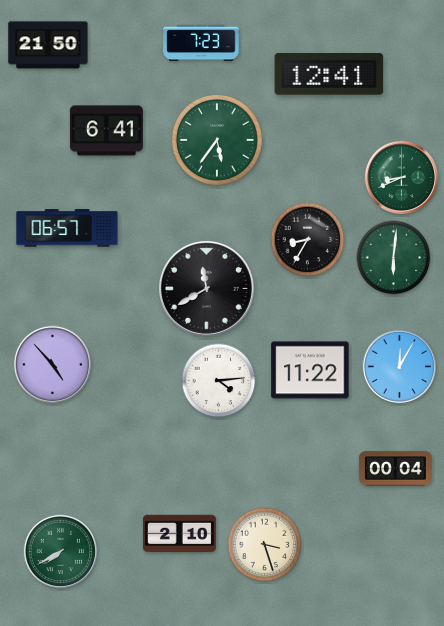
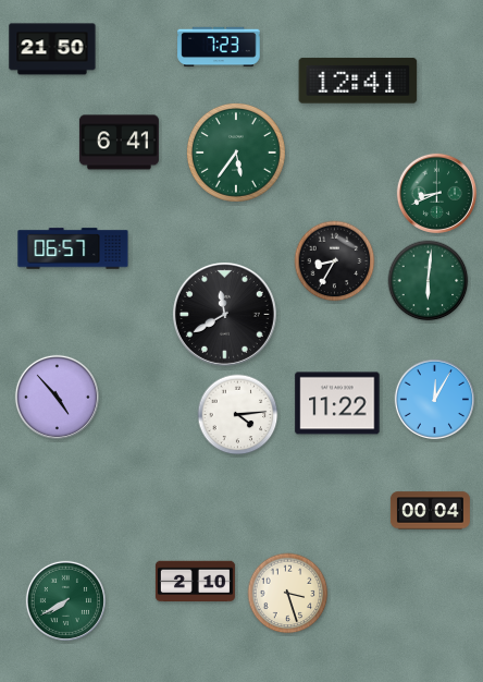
clock at (106, 131) position: (106, 131) -> (119, 143)
